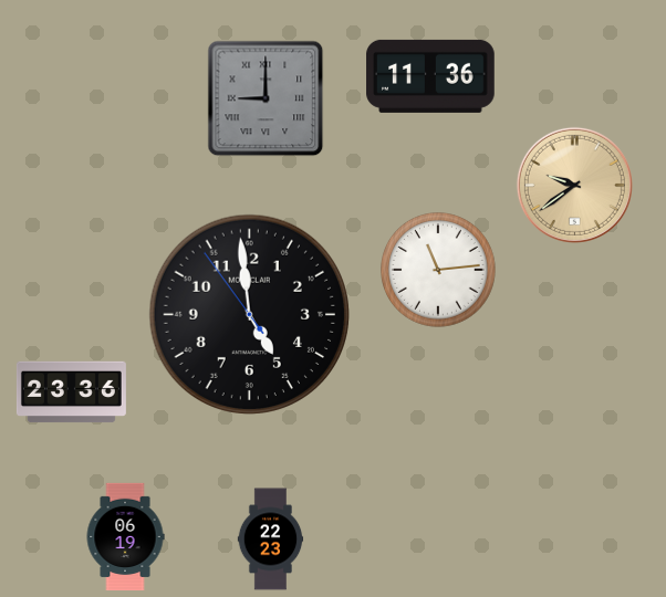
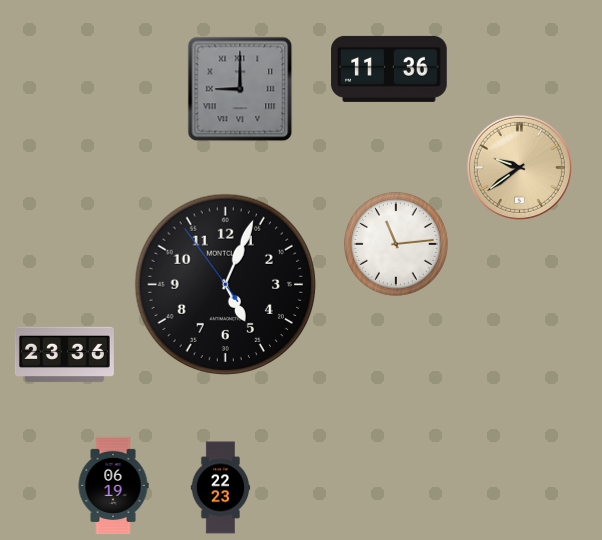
clock at (249, 314): 4:58 -> 5:03
clock at (271, 540) position: (271, 540) -> (221, 488)
